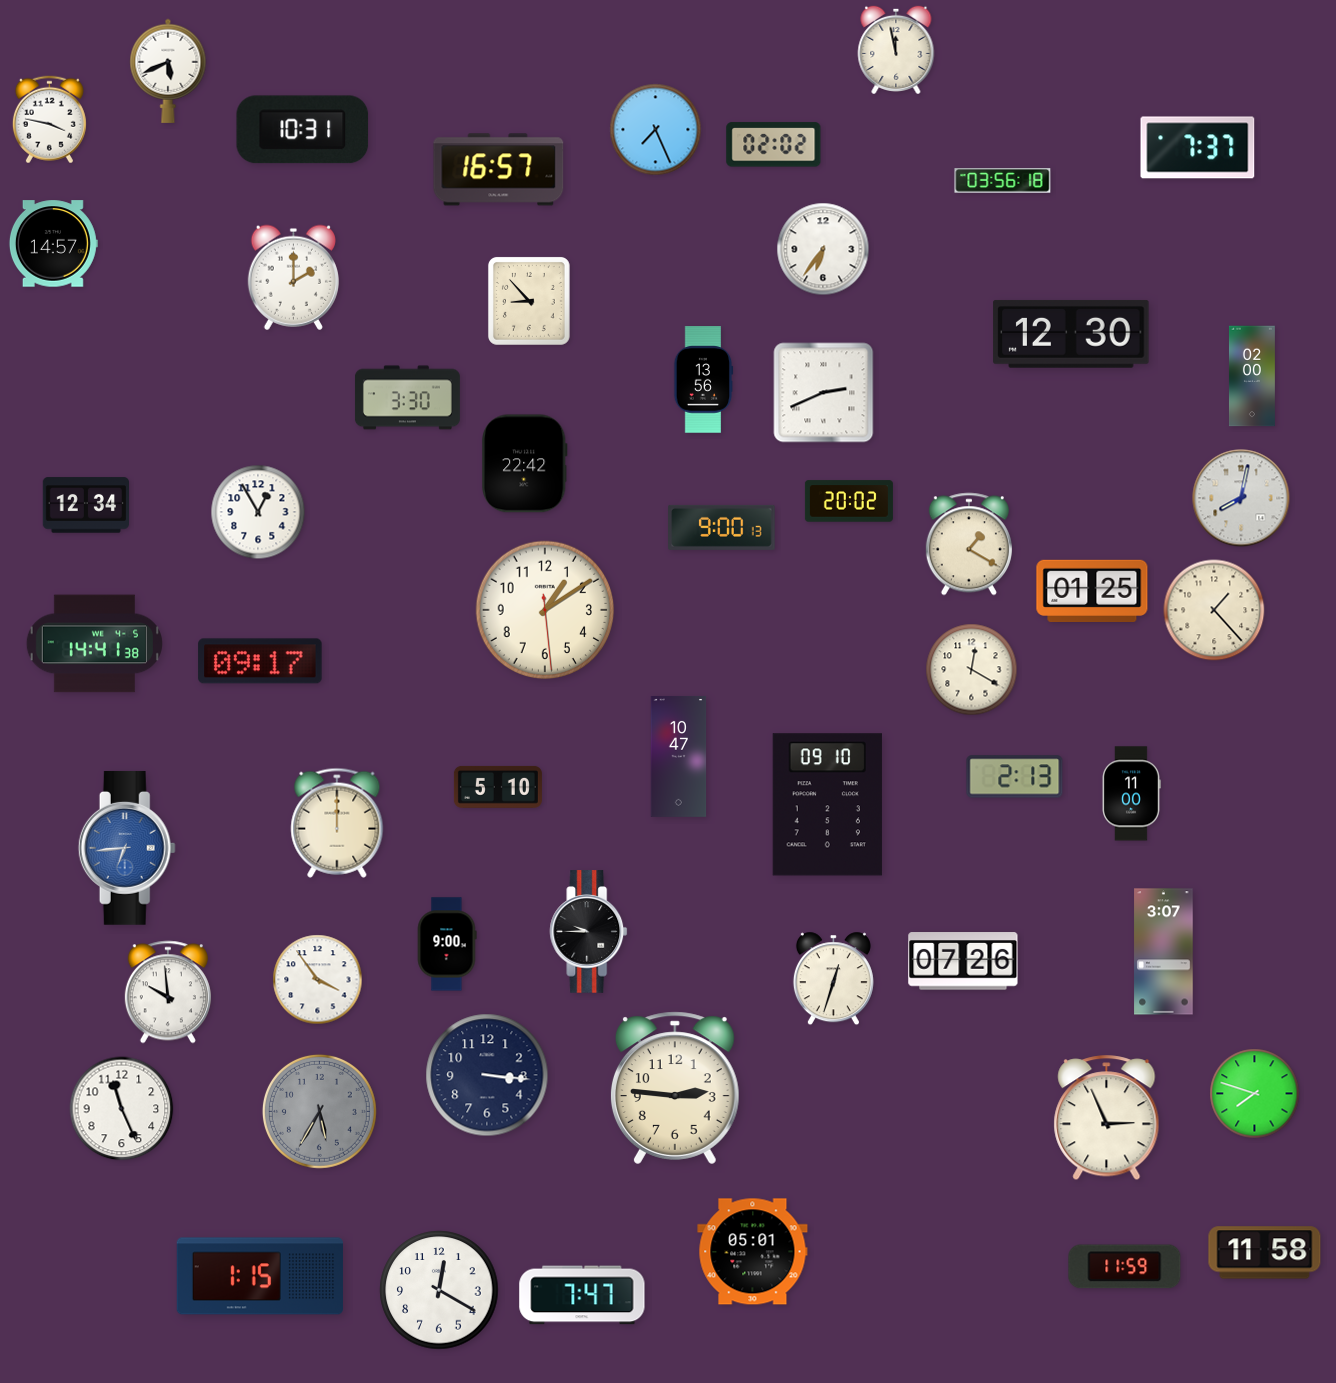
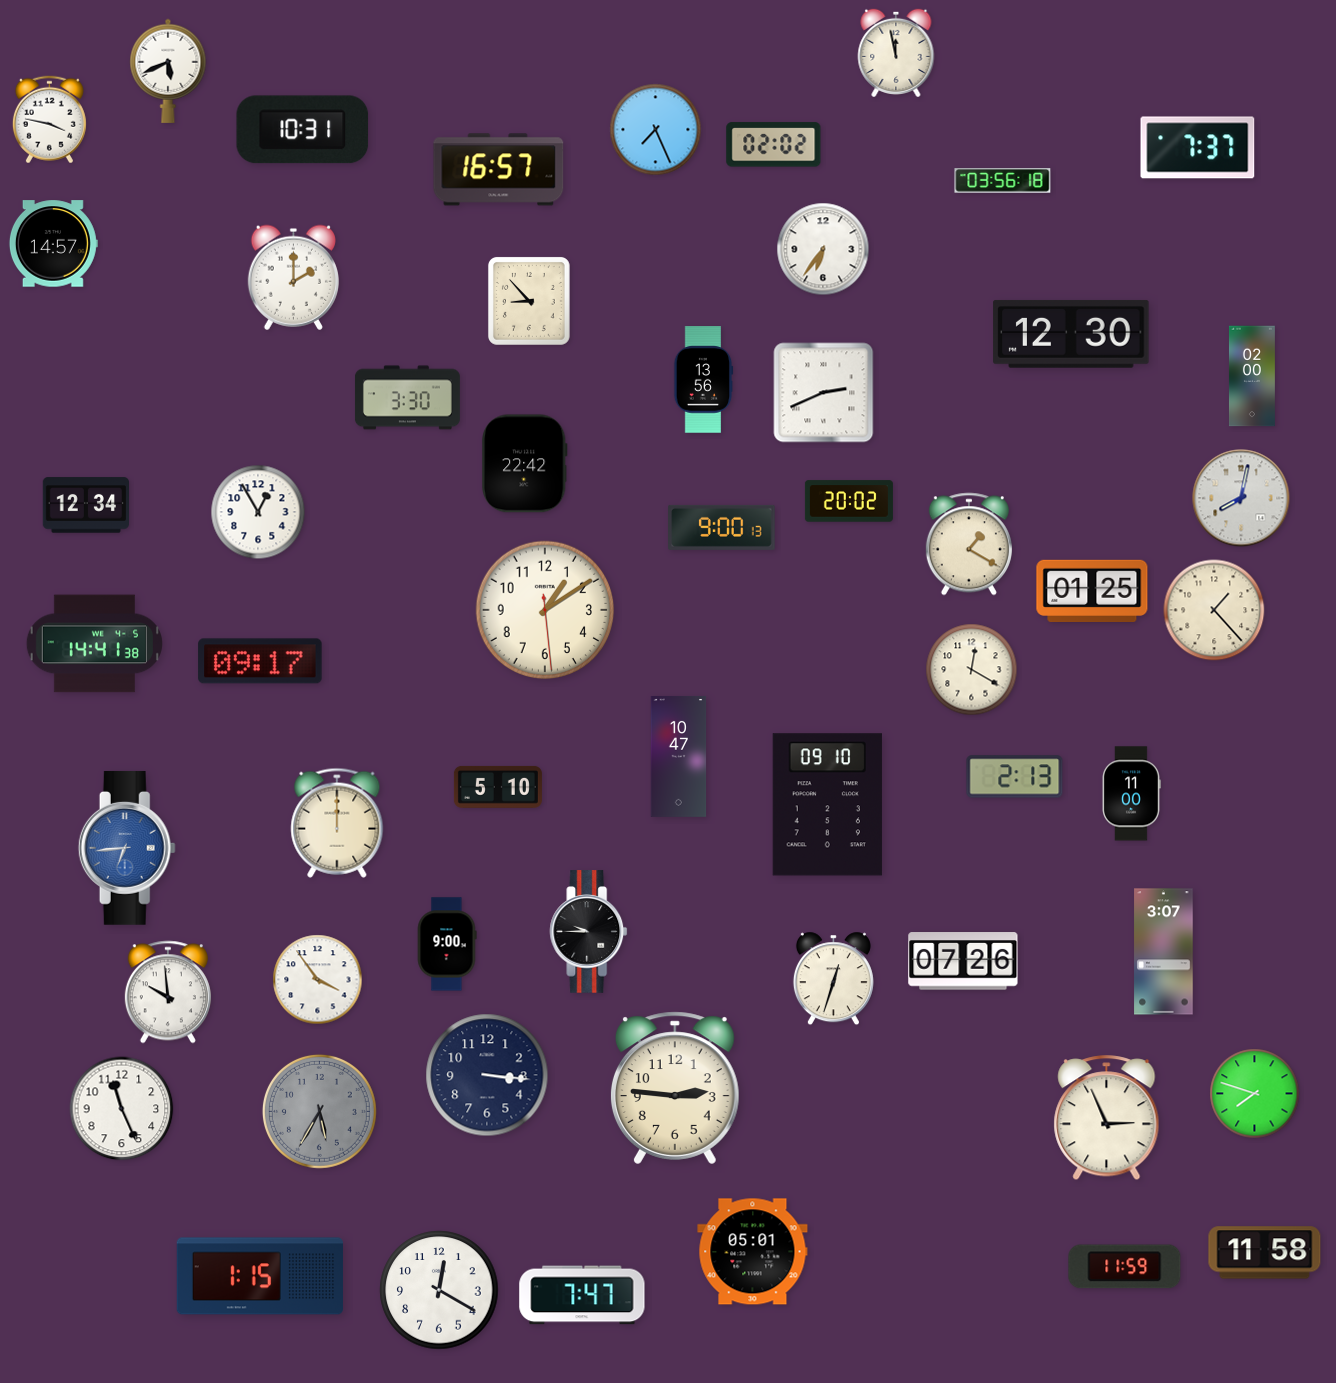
clock at (896, 49) position: (896, 49) -> (896, 52)
